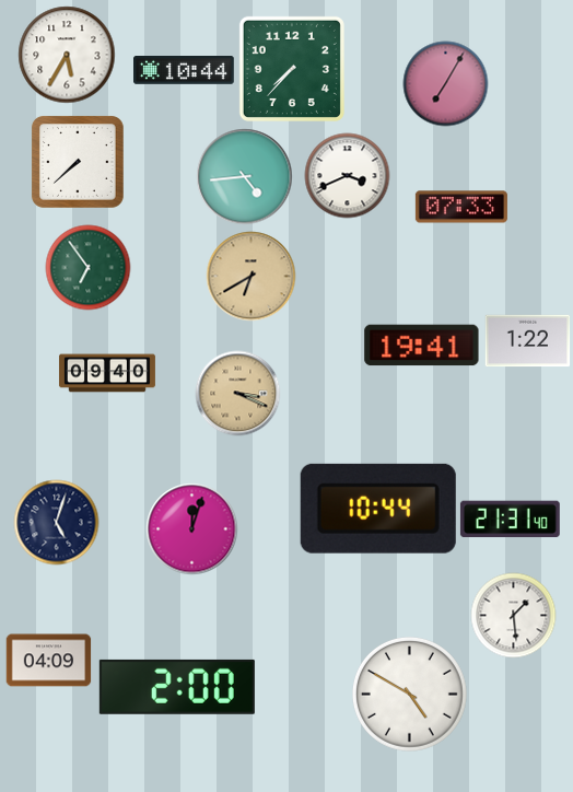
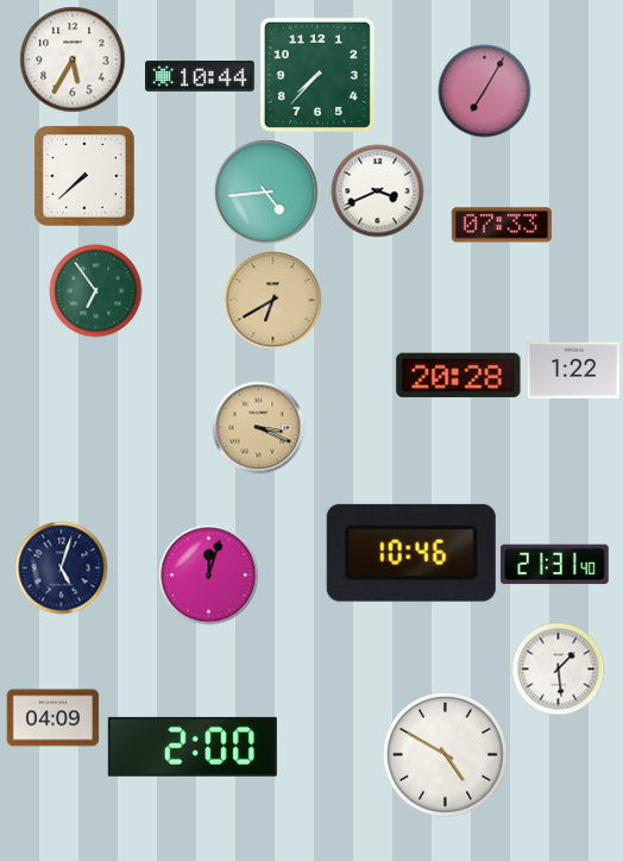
clock at (422, 346): 19:41 -> 20:28
clock at (107, 373): 09:40 -> none
clock at (378, 509): 10:44 -> 10:46
